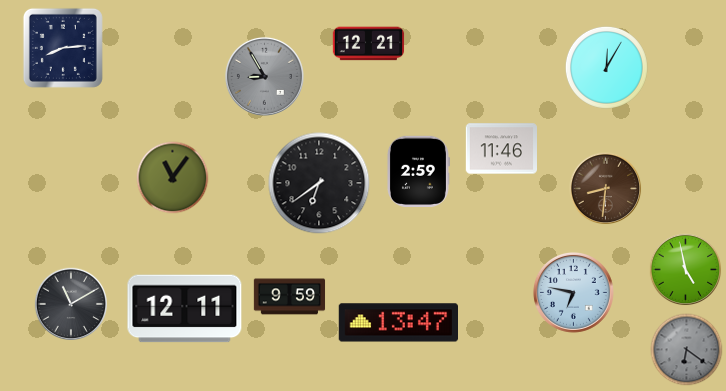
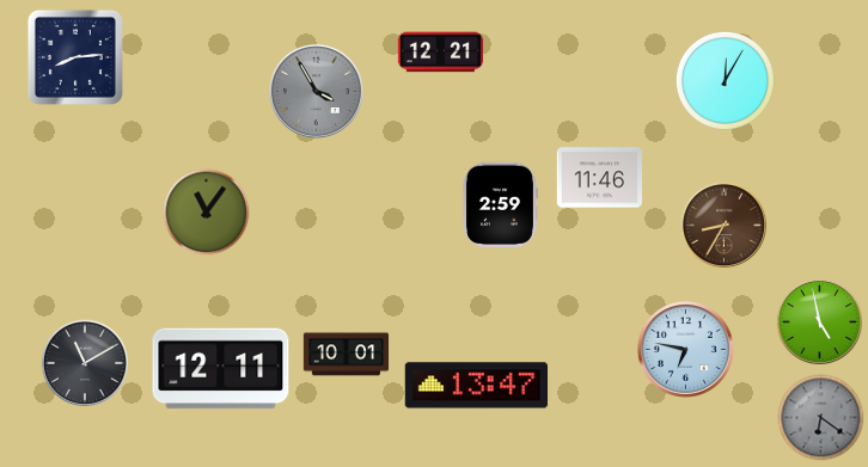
clock at (264, 76): 8:55 -> 3:55
clock at (319, 183): 6:39 -> none
clock at (606, 189): 8:31 -> 8:35
clock at (290, 297): 9:59 -> 10:01
